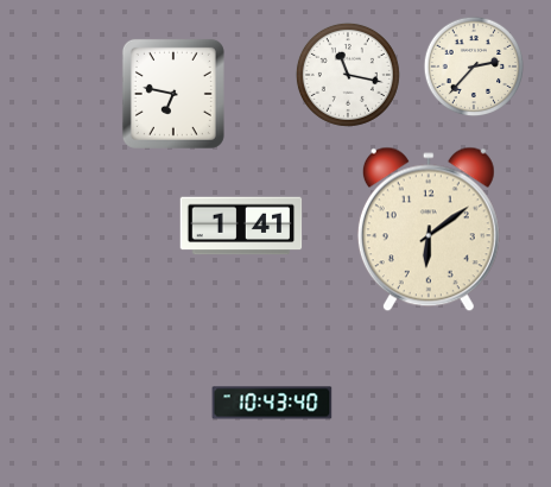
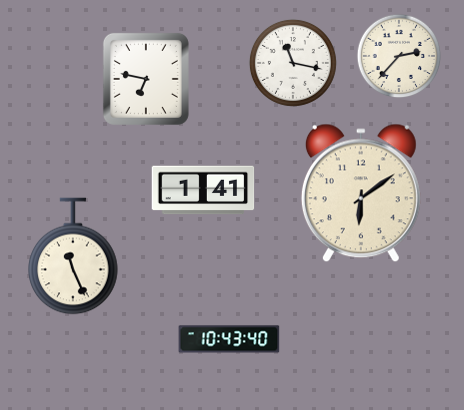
clock at (73, 256): none -> 11:26
